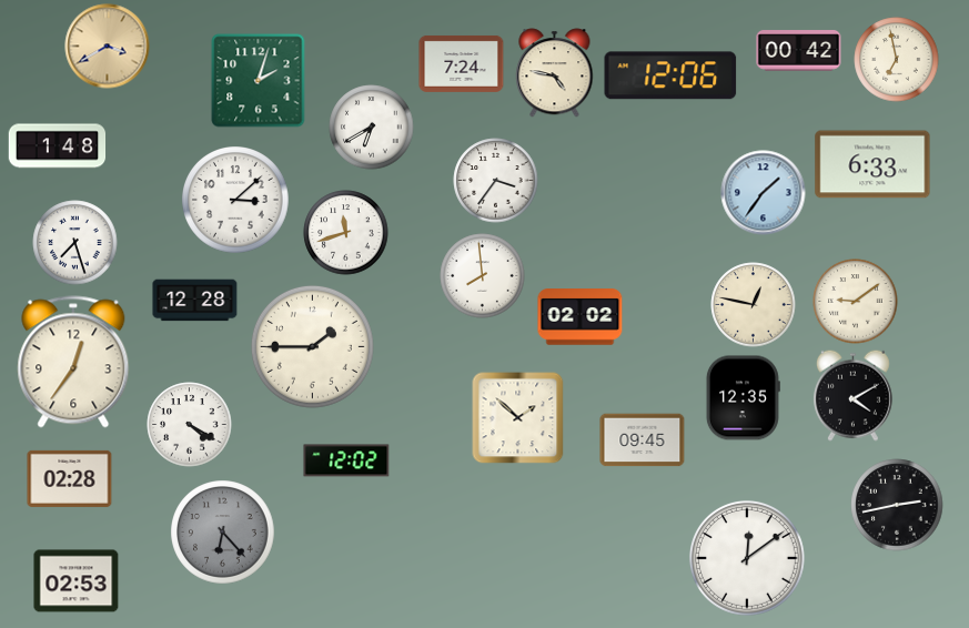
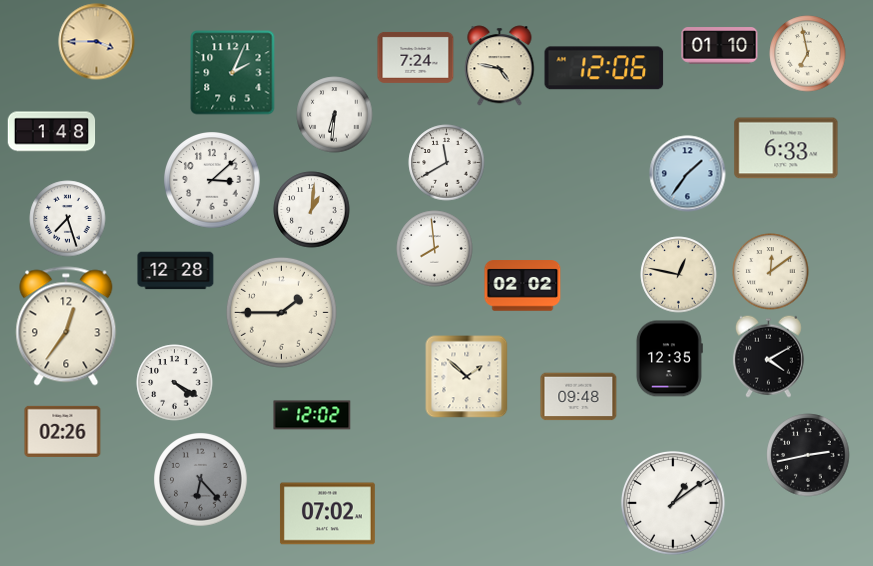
clock at (108, 47): 3:40 -> 3:45
clock at (799, 51): 00:42 -> 01:10
clock at (259, 81): 2:03 -> 2:04
clock at (372, 128): 6:40 -> 6:31
clock at (496, 181): 3:36 -> 11:40
clock at (346, 233): 11:42 -> 1:01
clock at (856, 302): 9:09 -> 12:09
clock at (190, 425) position: (190, 425) -> (175, 383)
clock at (643, 440): 09:45 -> 09:48
clock at (70, 478): 02:28 -> 02:26
clock at (747, 558): 12:09 -> 1:09
clock at (327, 514): none -> 07:02
clock at (77, 581): 02:53 -> none
